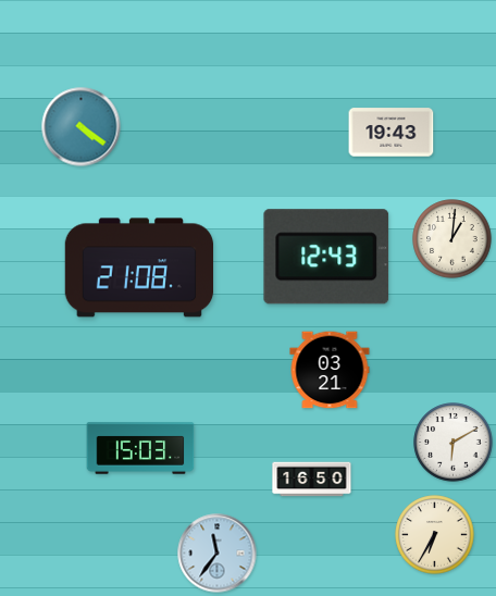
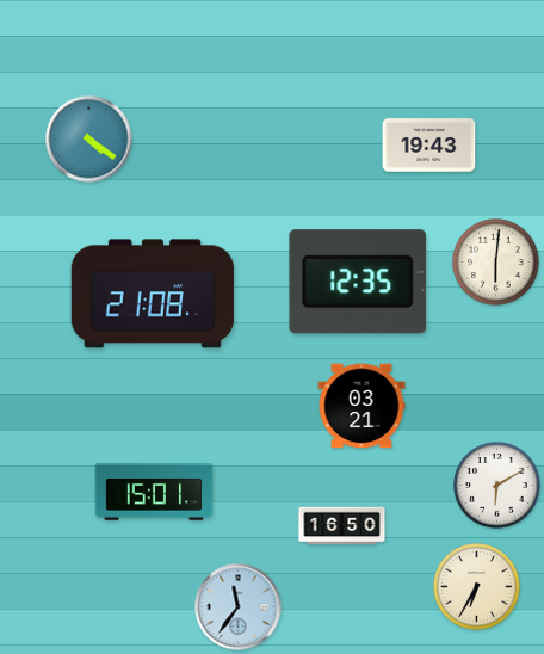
clock at (452, 239): 1:01 -> 6:01
clock at (326, 257): 12:43 -> 12:35
clock at (140, 448): 15:03 -> 15:01
